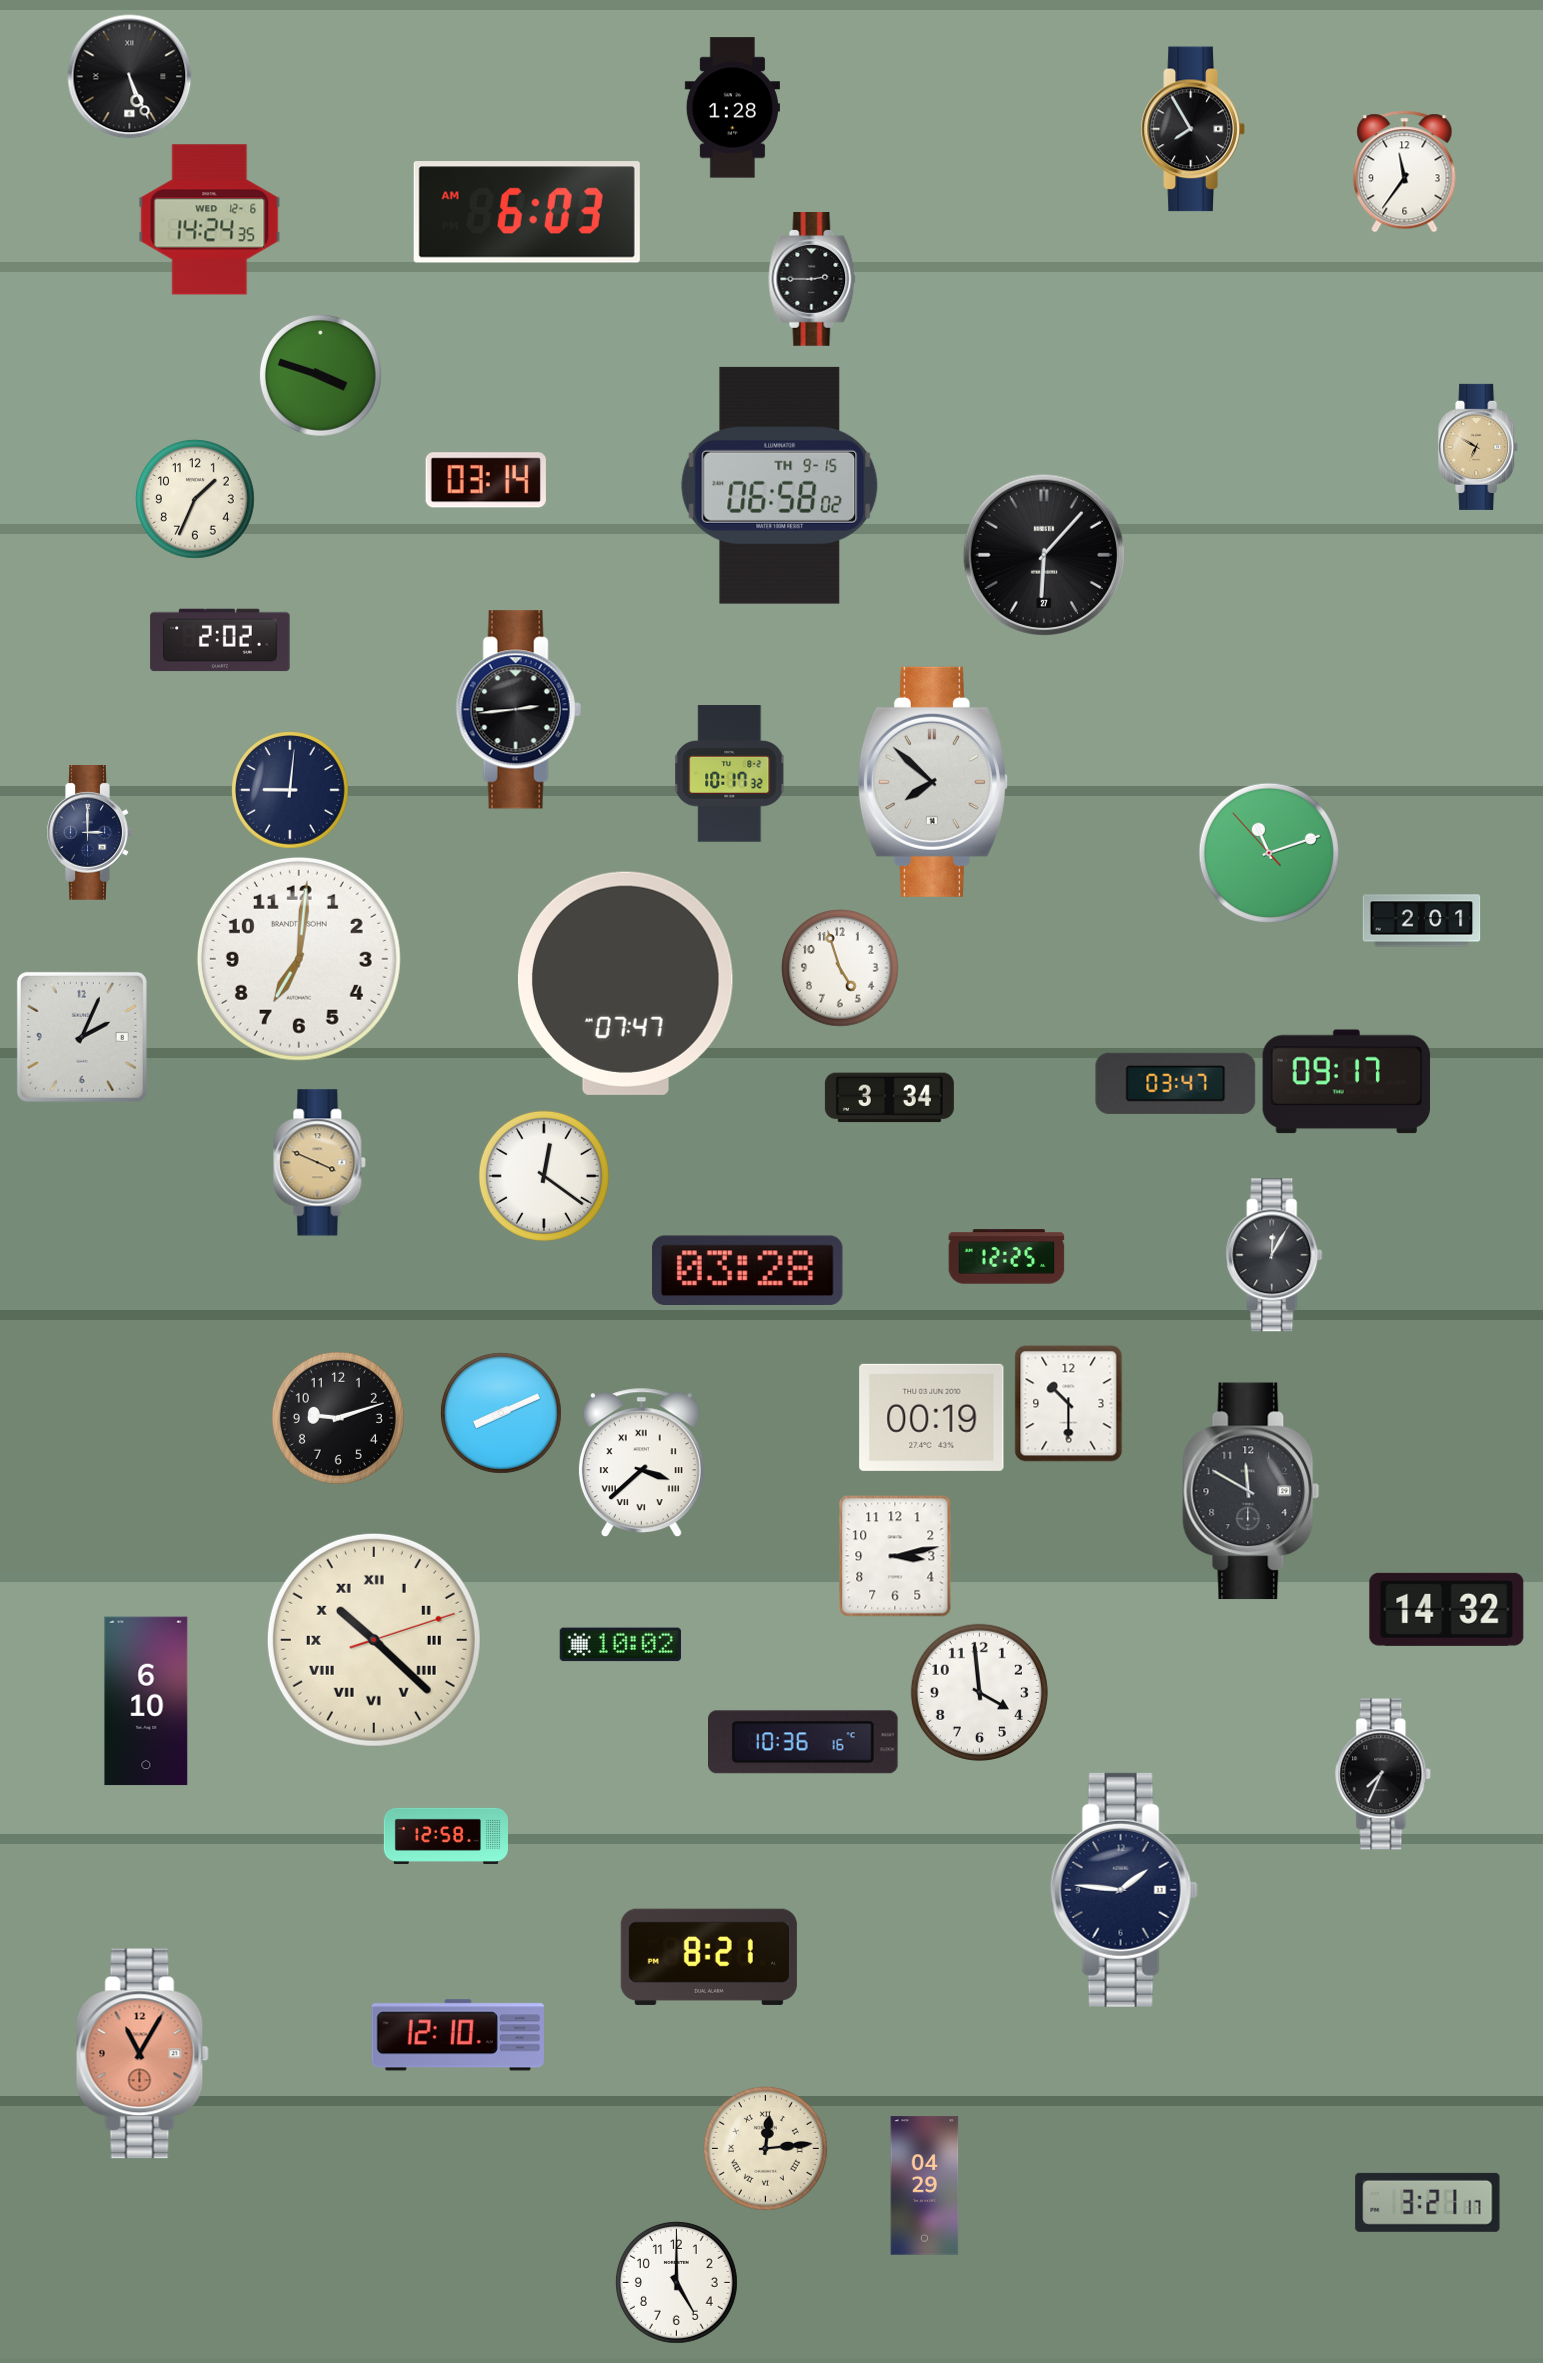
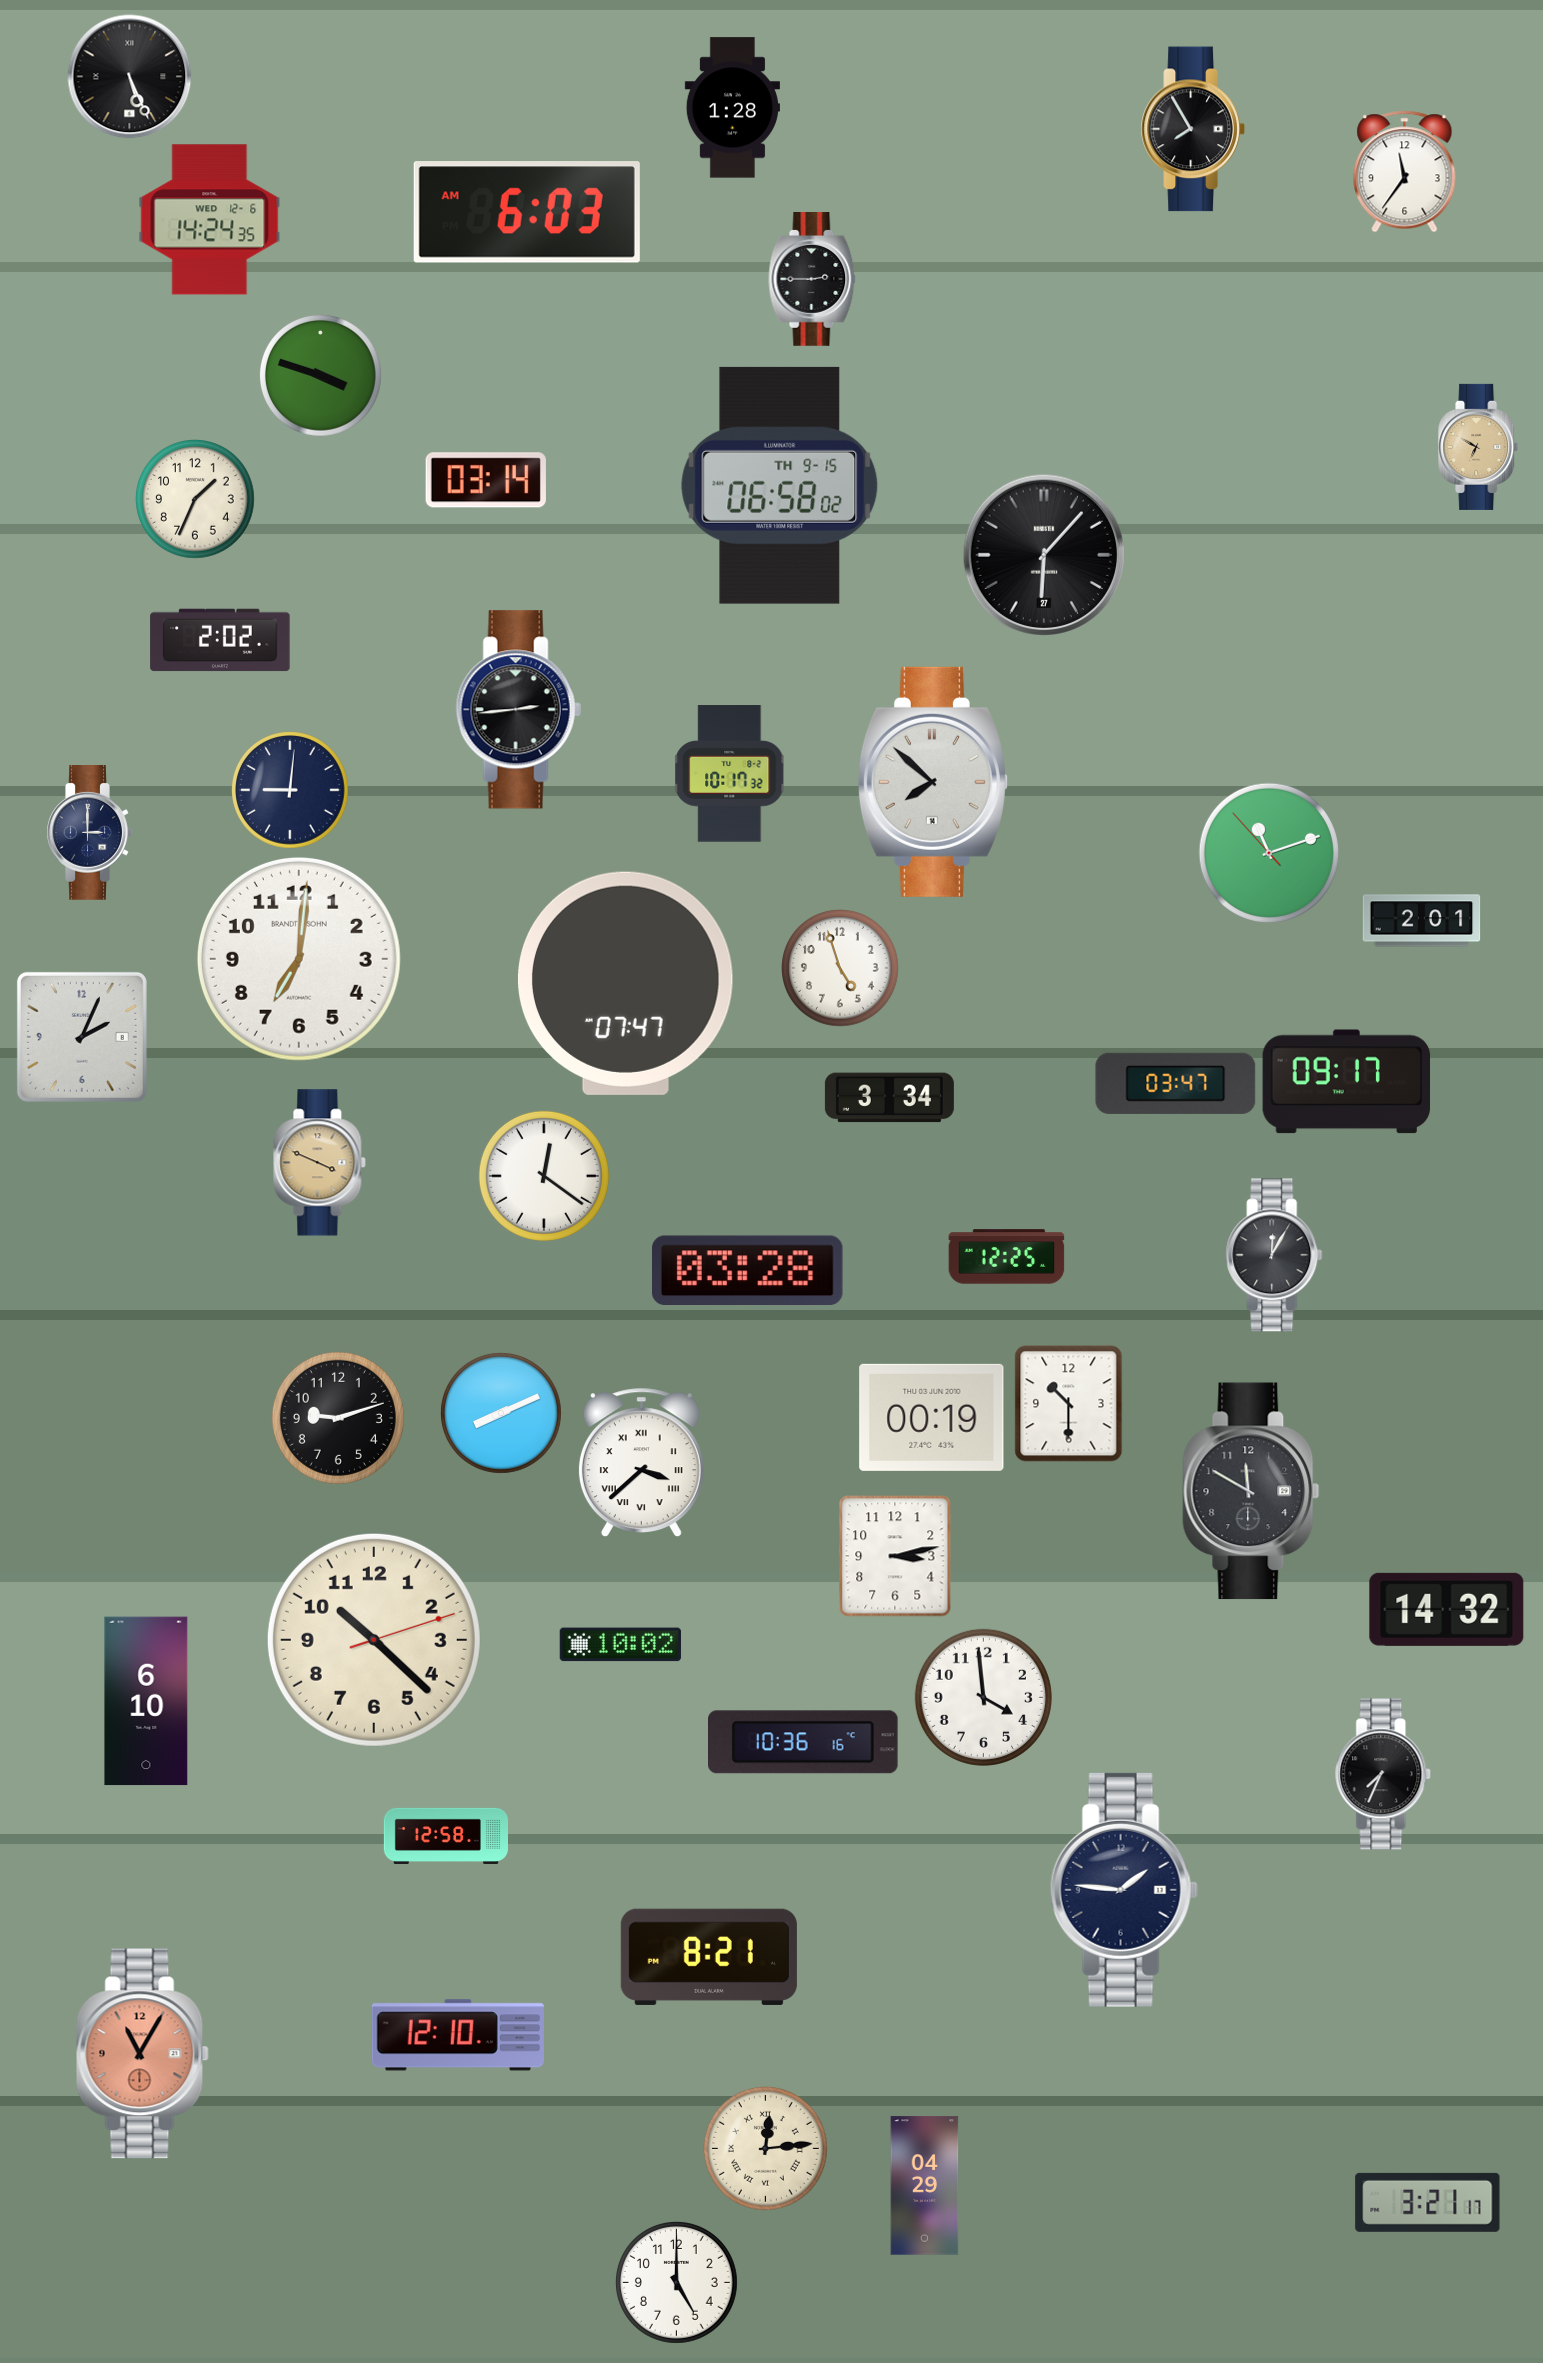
clock at (374, 1640) numerals: Roman -> Arabic
clock at (979, 1692) position: (979, 1692) -> (983, 1697)
